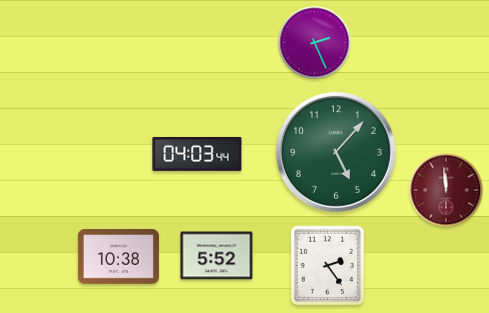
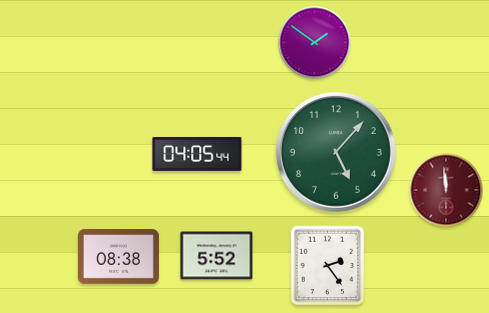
clock at (315, 43): 2:26 -> 1:51
clock at (197, 154): 04:03 -> 04:05
clock at (118, 257): 10:38 -> 08:38
